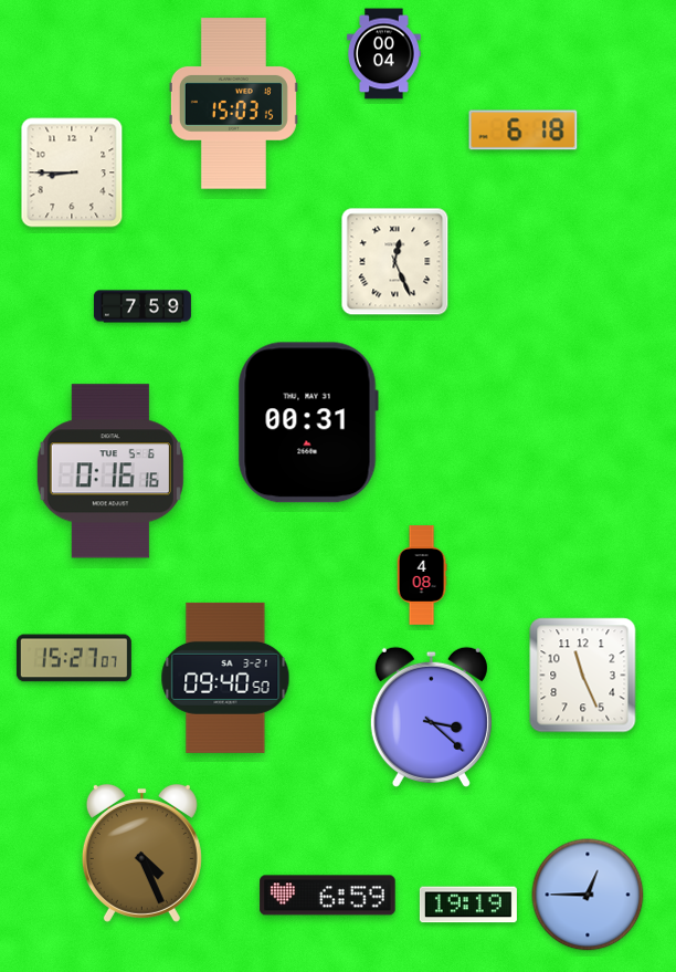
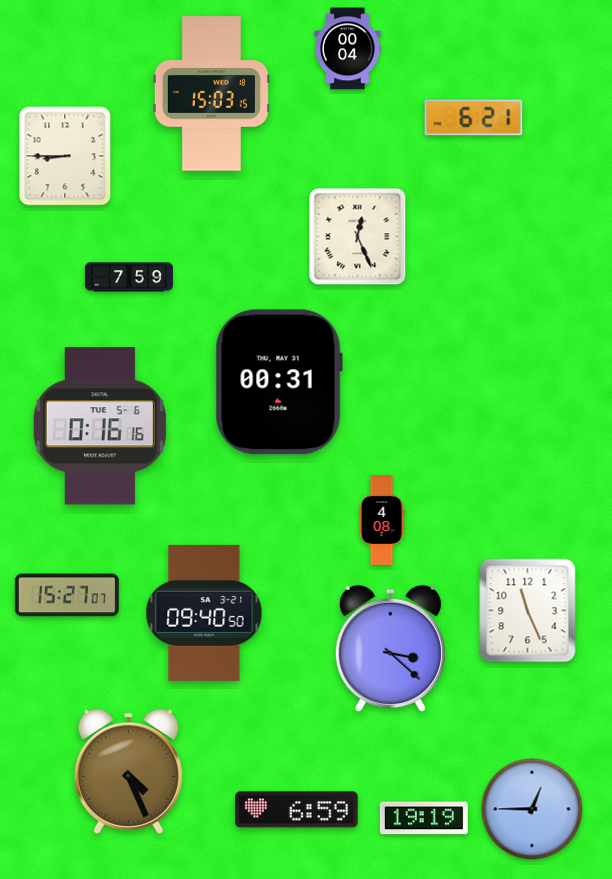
clock at (524, 130): 6:18 -> 6:21
